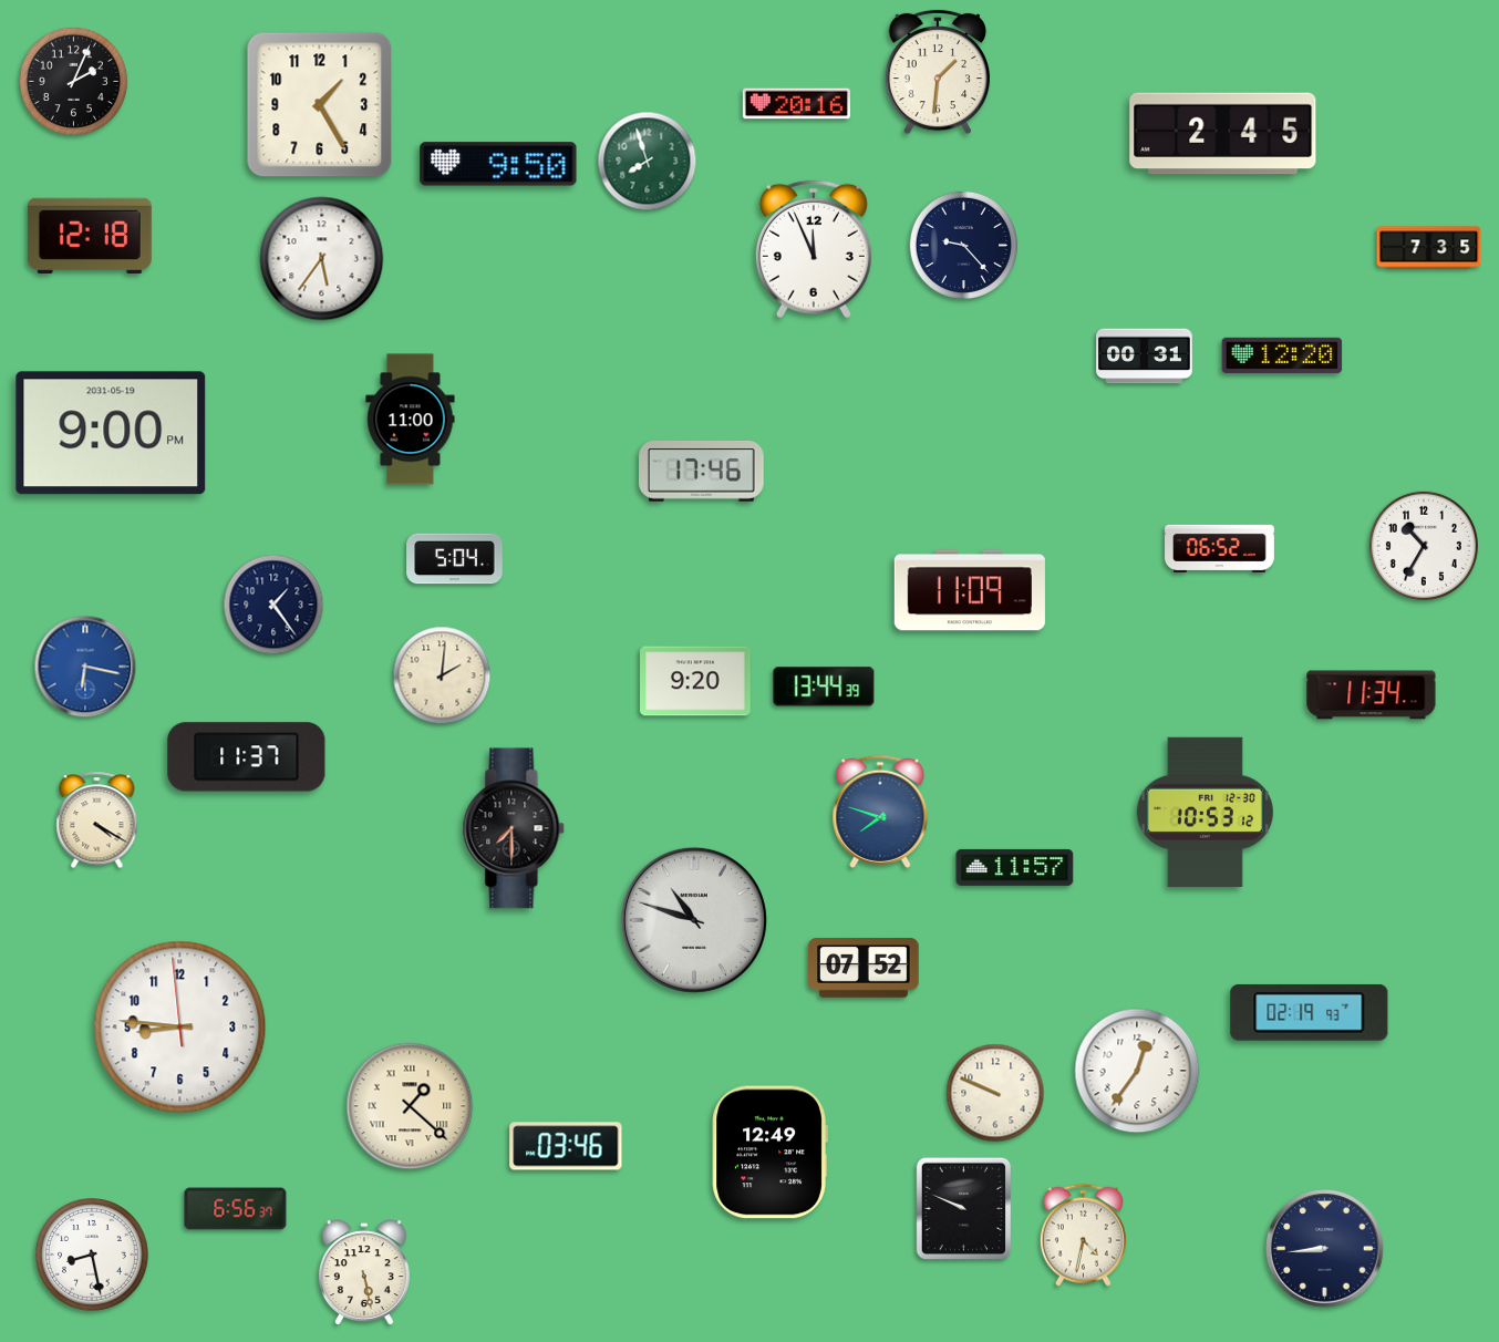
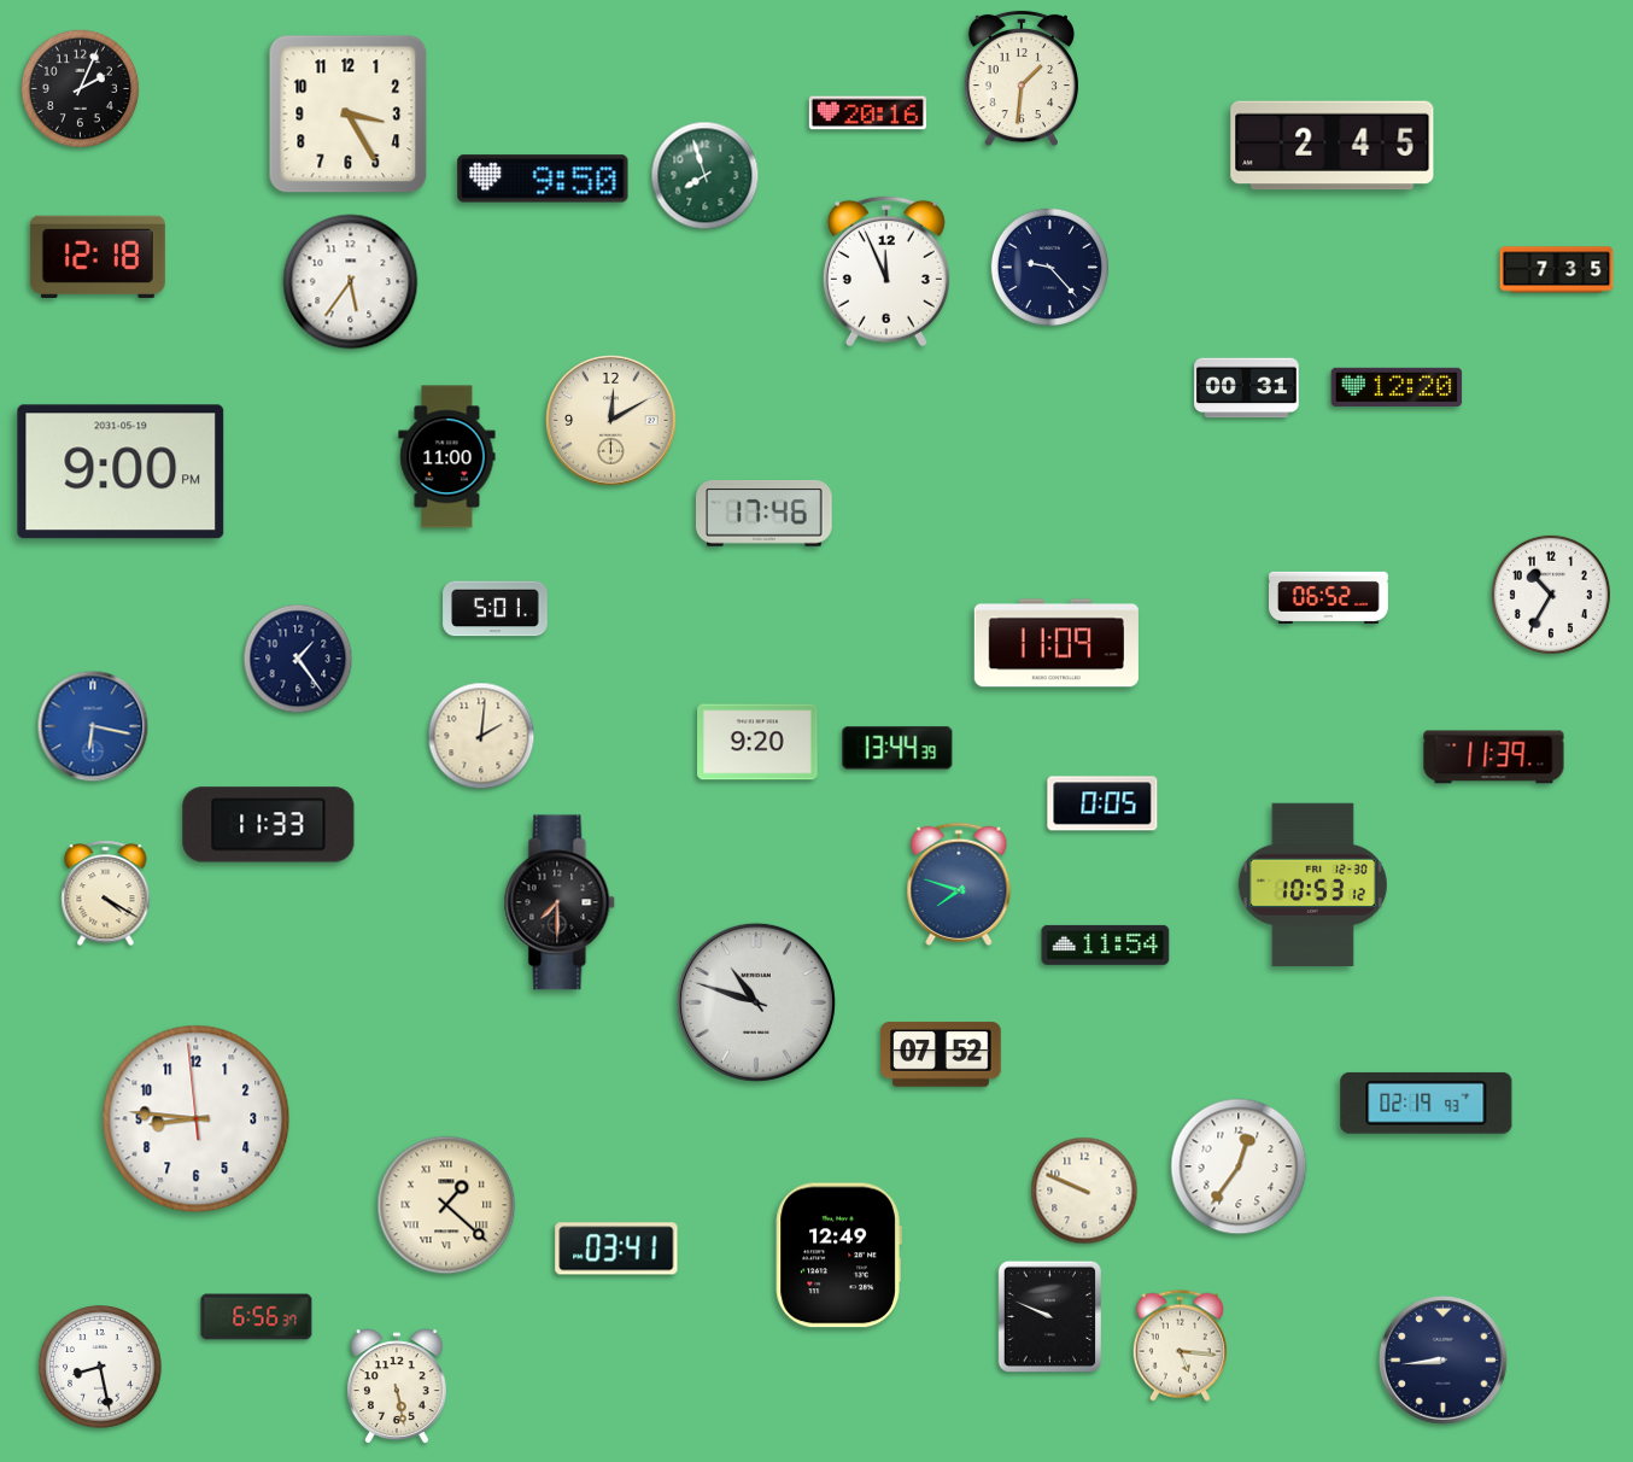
clock at (320, 105): 1:25 -> 3:25
clock at (611, 421): none -> 12:10
clock at (455, 559): 5:04 -> 5:01
clock at (1372, 695): 11:34 -> 11:39
clock at (1102, 803): none -> 0:05
clock at (247, 757): 11:37 -> 11:33
clock at (1015, 867): 11:57 -> 11:54
clock at (566, 1146): 03:46 -> 03:41
clock at (1083, 1235): 4:32 -> 5:16
